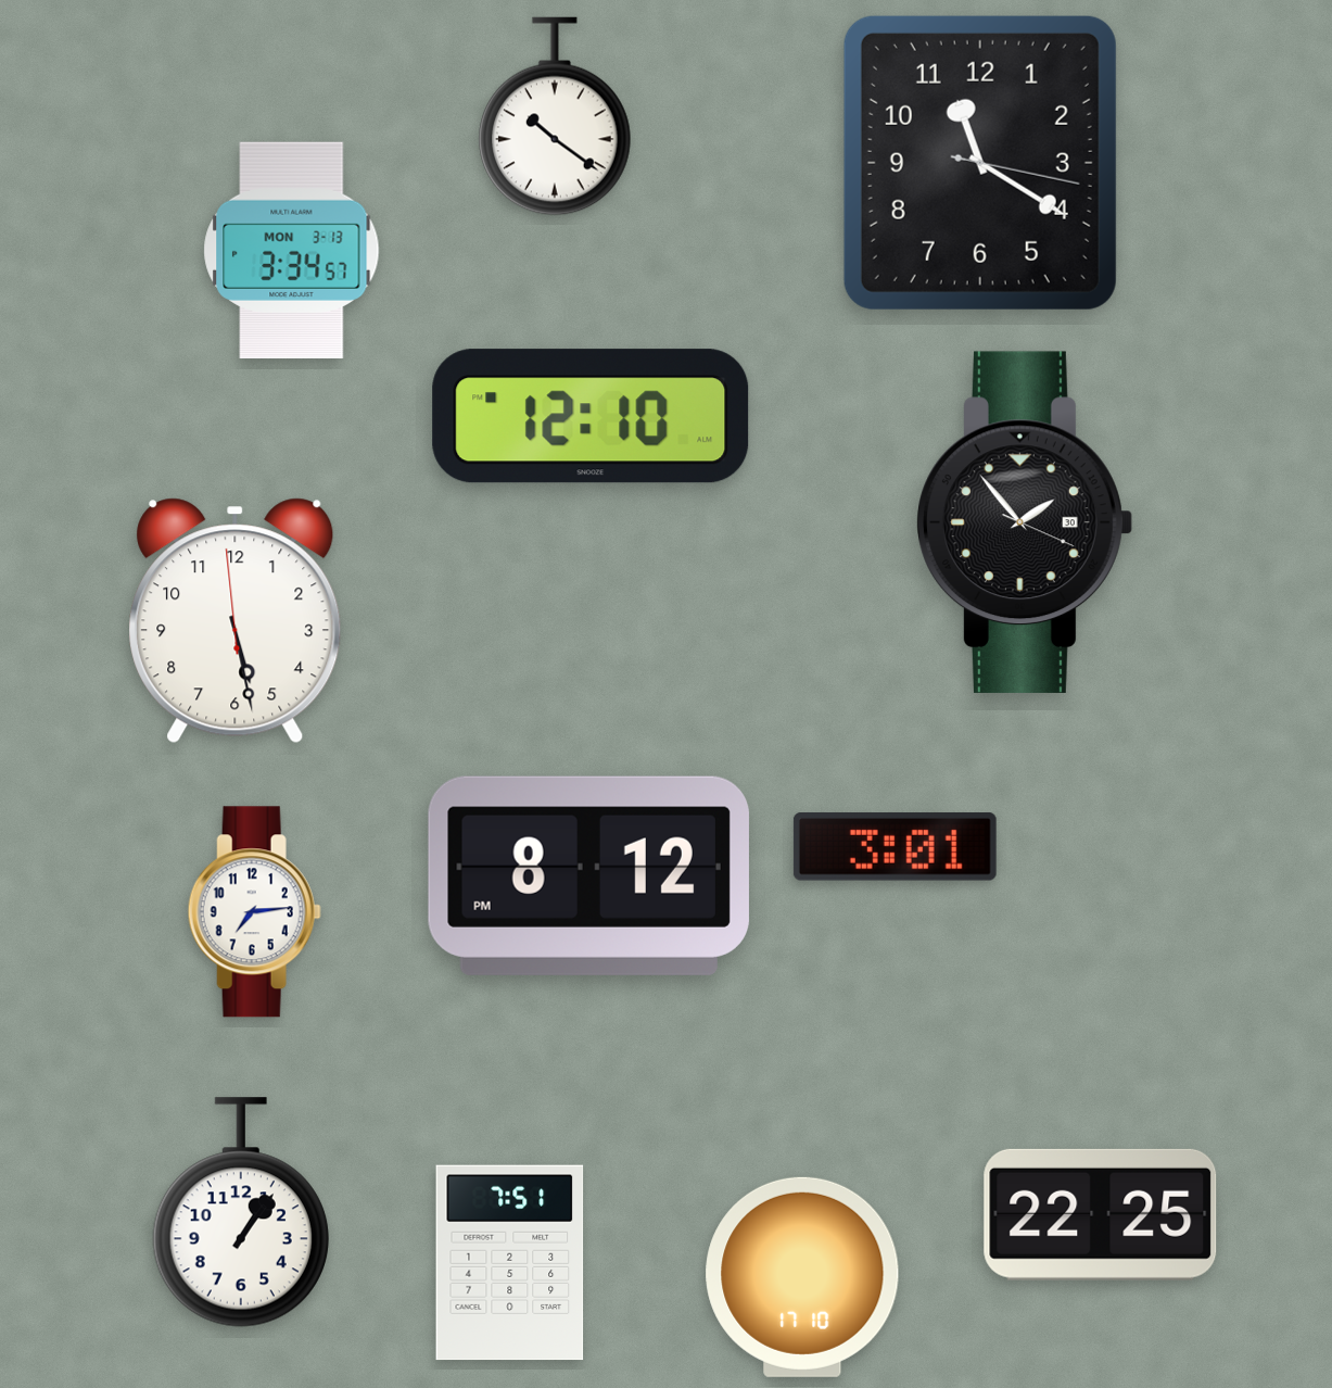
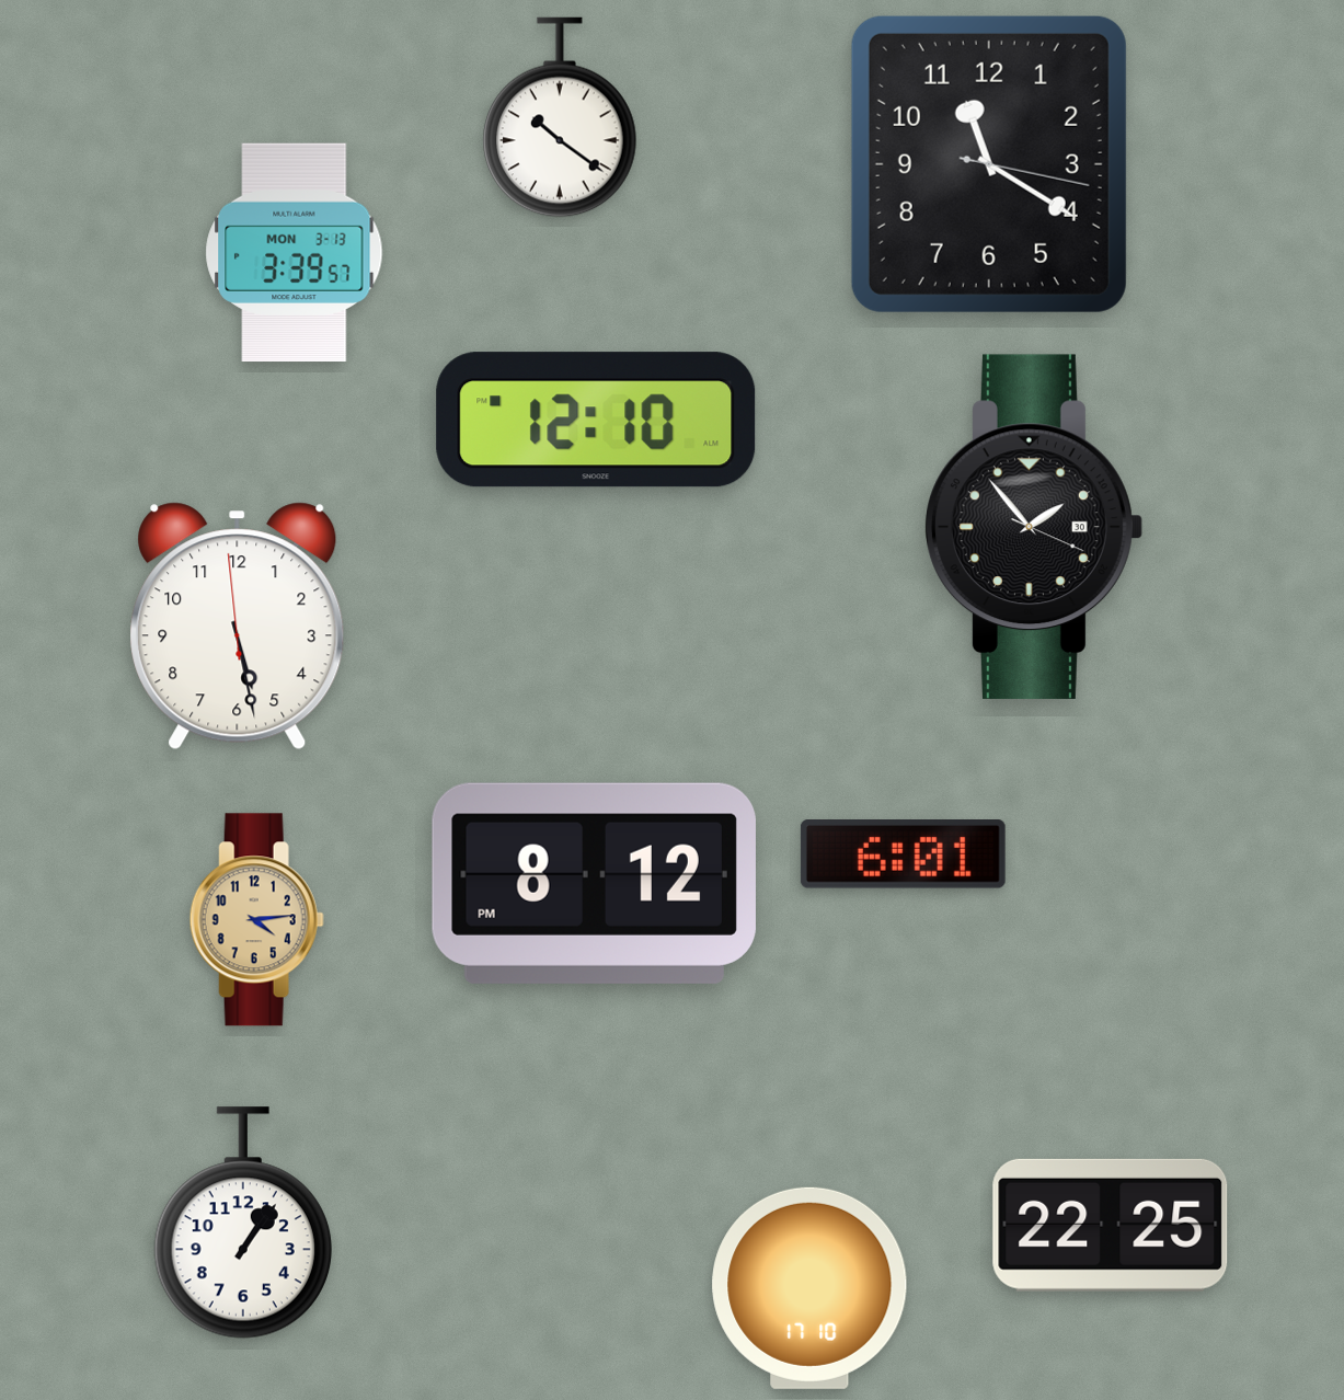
clock at (292, 251): 3:34 -> 3:39
clock at (895, 847): 3:01 -> 6:01
clock at (254, 912): 7:14 -> 4:14
clock at (254, 912) dial: white -> champagne
clock at (510, 1263): 7:51 -> none
